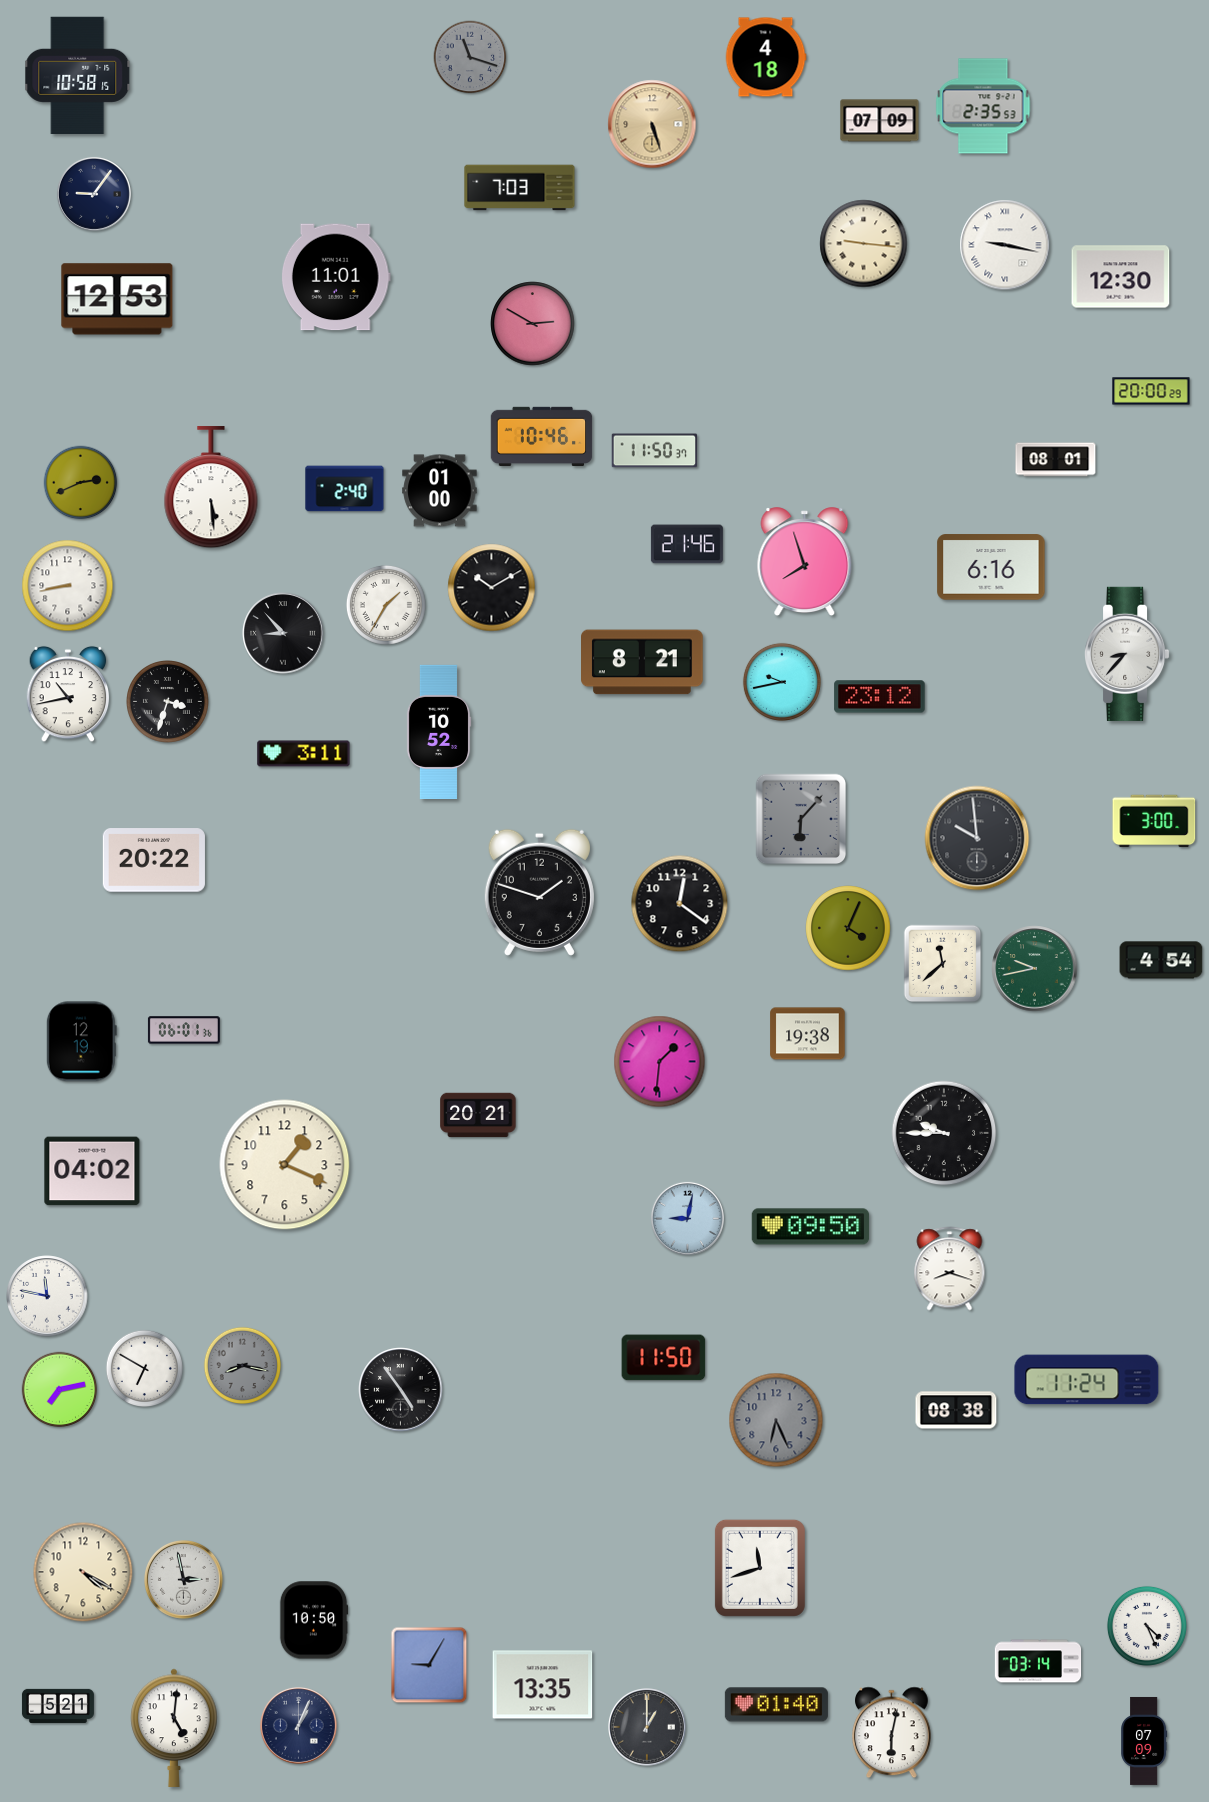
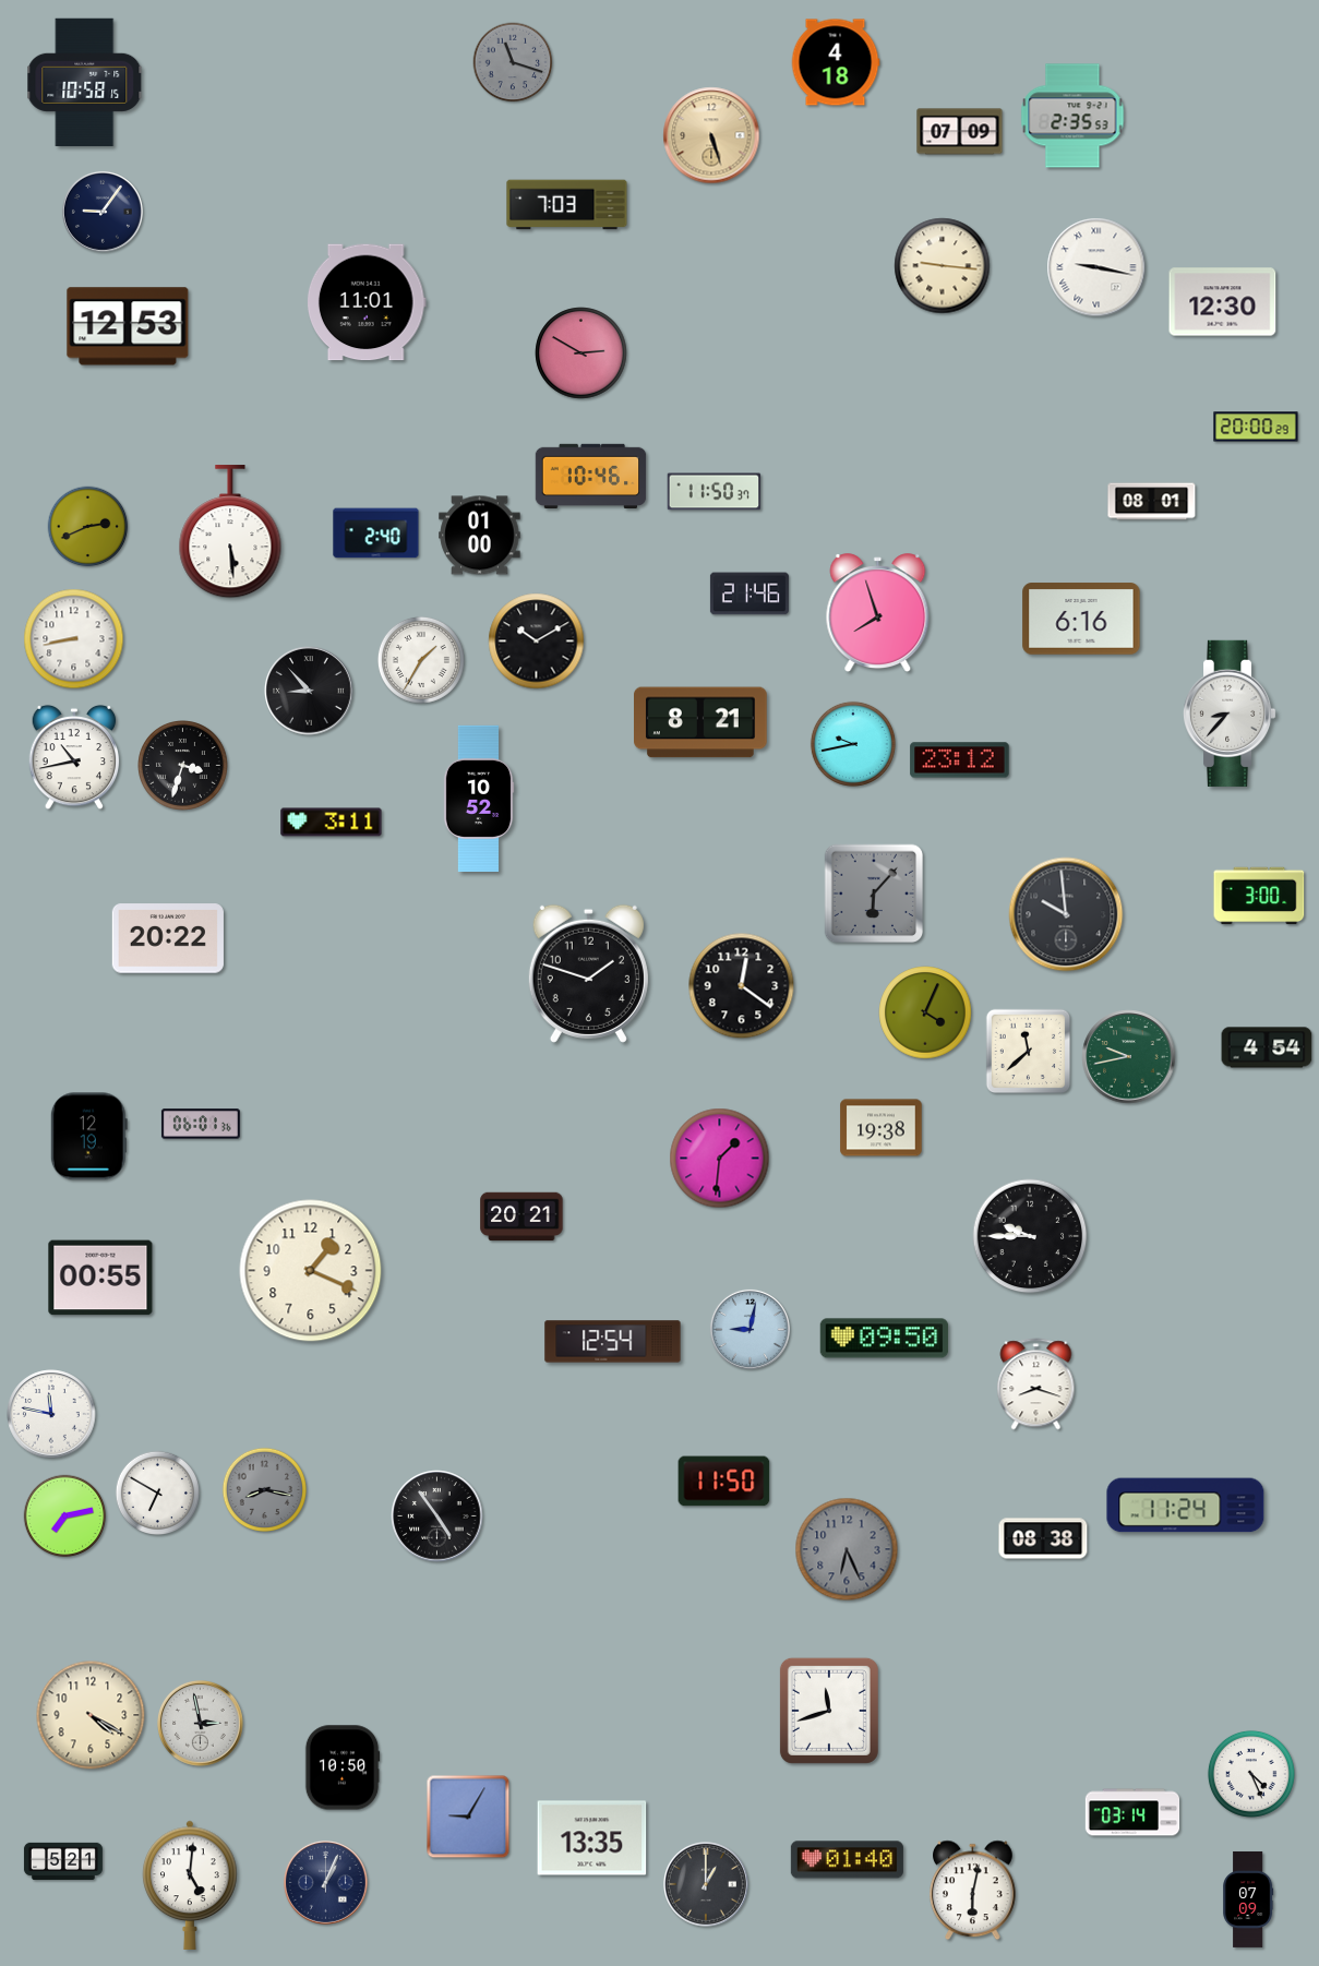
clock at (92, 1171): 04:02 -> 00:55
clock at (613, 1342): none -> 12:54
